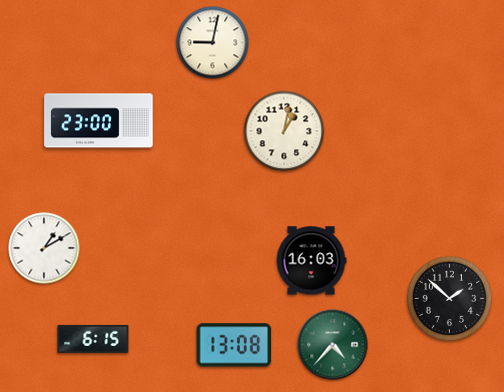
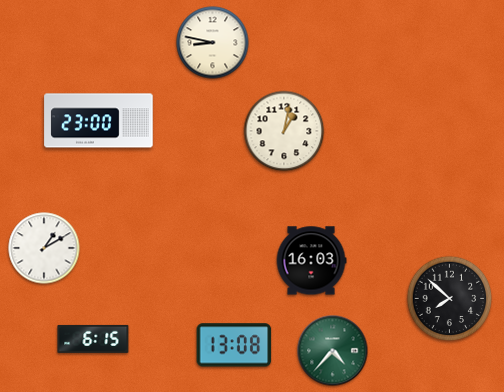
clock at (213, 43): 9:02 -> 8:47
clock at (450, 299): 1:52 -> 7:52
clock at (333, 345) position: (333, 345) -> (333, 351)
